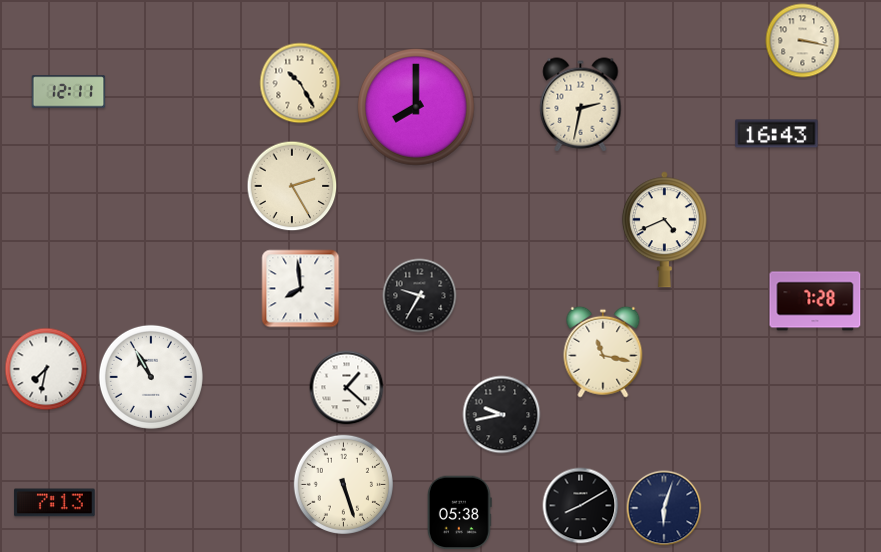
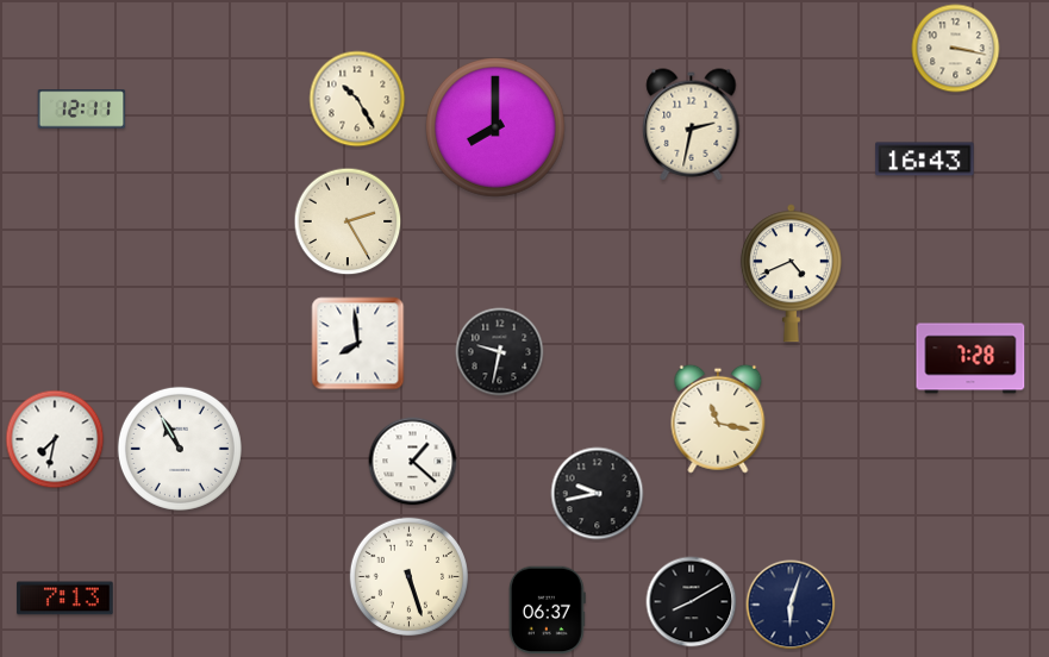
clock at (420, 296): 9:35 -> 9:32
clock at (459, 513): 05:38 -> 06:37
